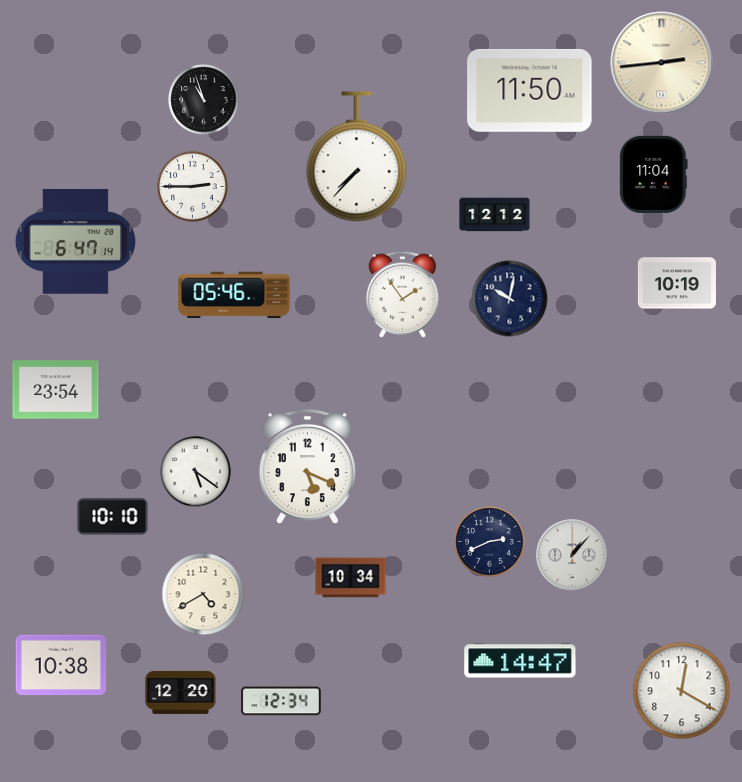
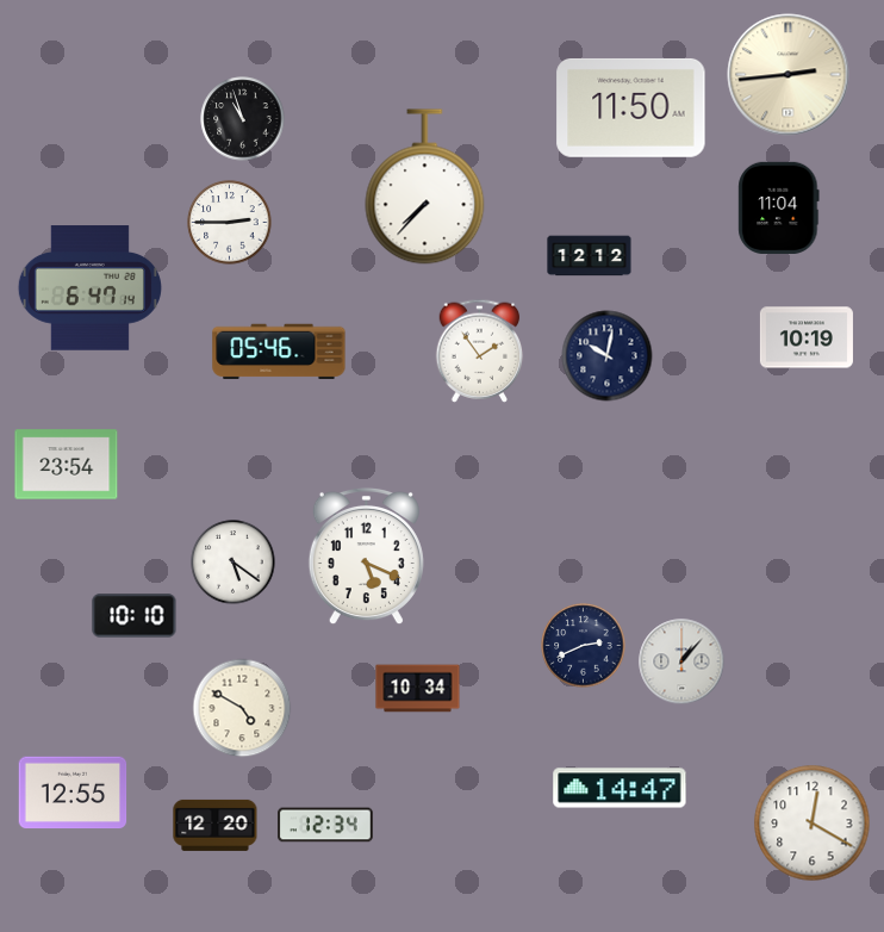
clock at (203, 594): 4:40 -> 4:50
clock at (61, 665): 10:38 -> 12:55
clock at (281, 701) position: (281, 701) -> (325, 825)
